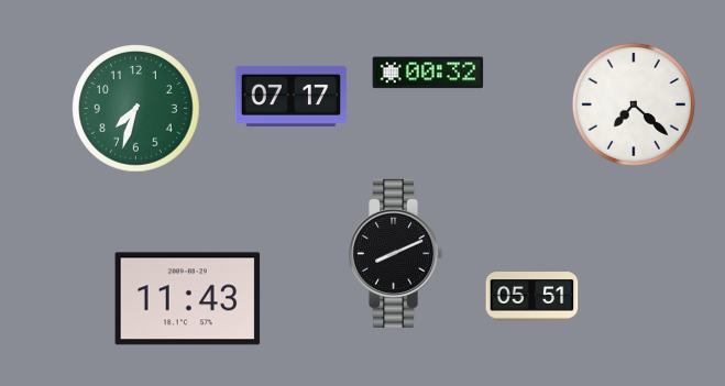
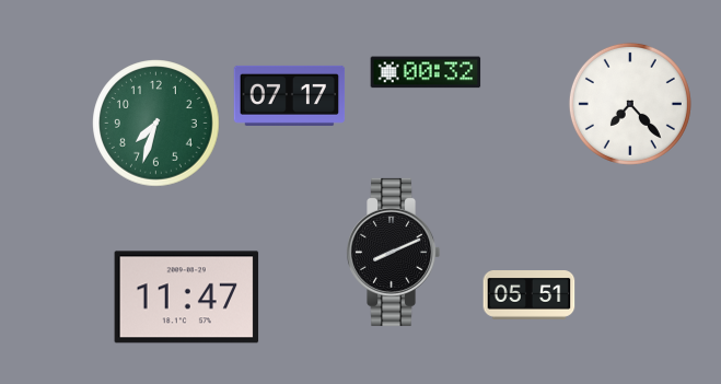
clock at (634, 104): 7:22 -> 7:23
clock at (136, 109) position: (136, 109) -> (156, 124)
clock at (188, 299): 11:43 -> 11:47
